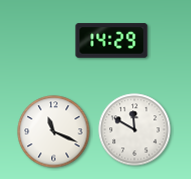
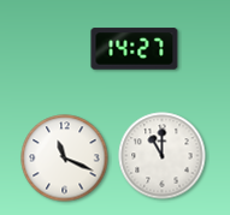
clock at (112, 41): 14:29 -> 14:27
clock at (135, 130): 11:50 -> 11:00
